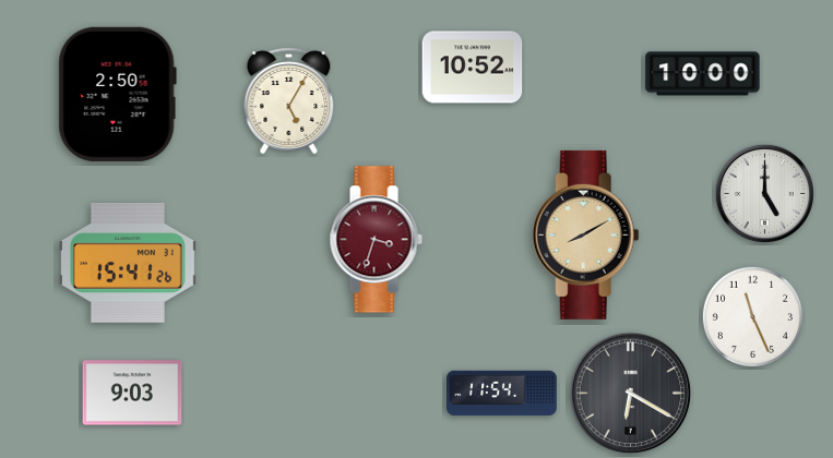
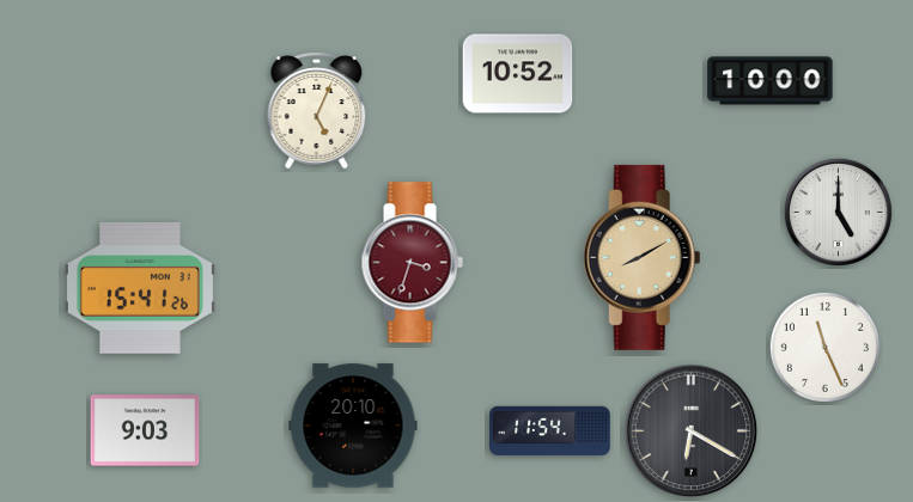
clock at (117, 94): 2:50 -> none
clock at (289, 101): 5:05 -> 5:04
clock at (353, 426): none -> 20:10
